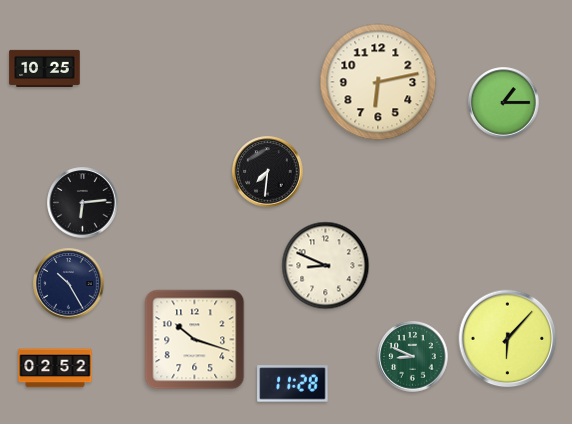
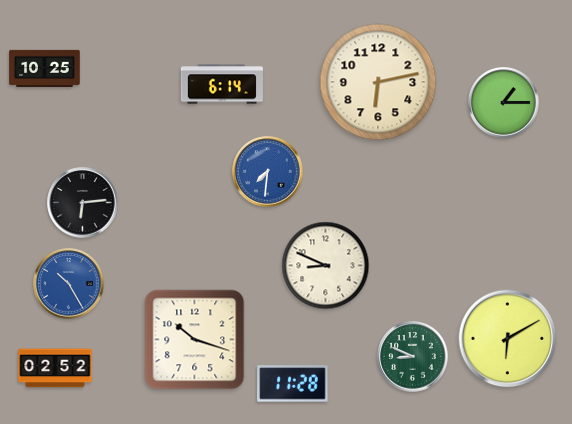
clock at (222, 84): none -> 6:14
clock at (268, 172) dial: black -> blue
clock at (69, 284) dial: navy -> blue
clock at (508, 339): 6:07 -> 6:10
